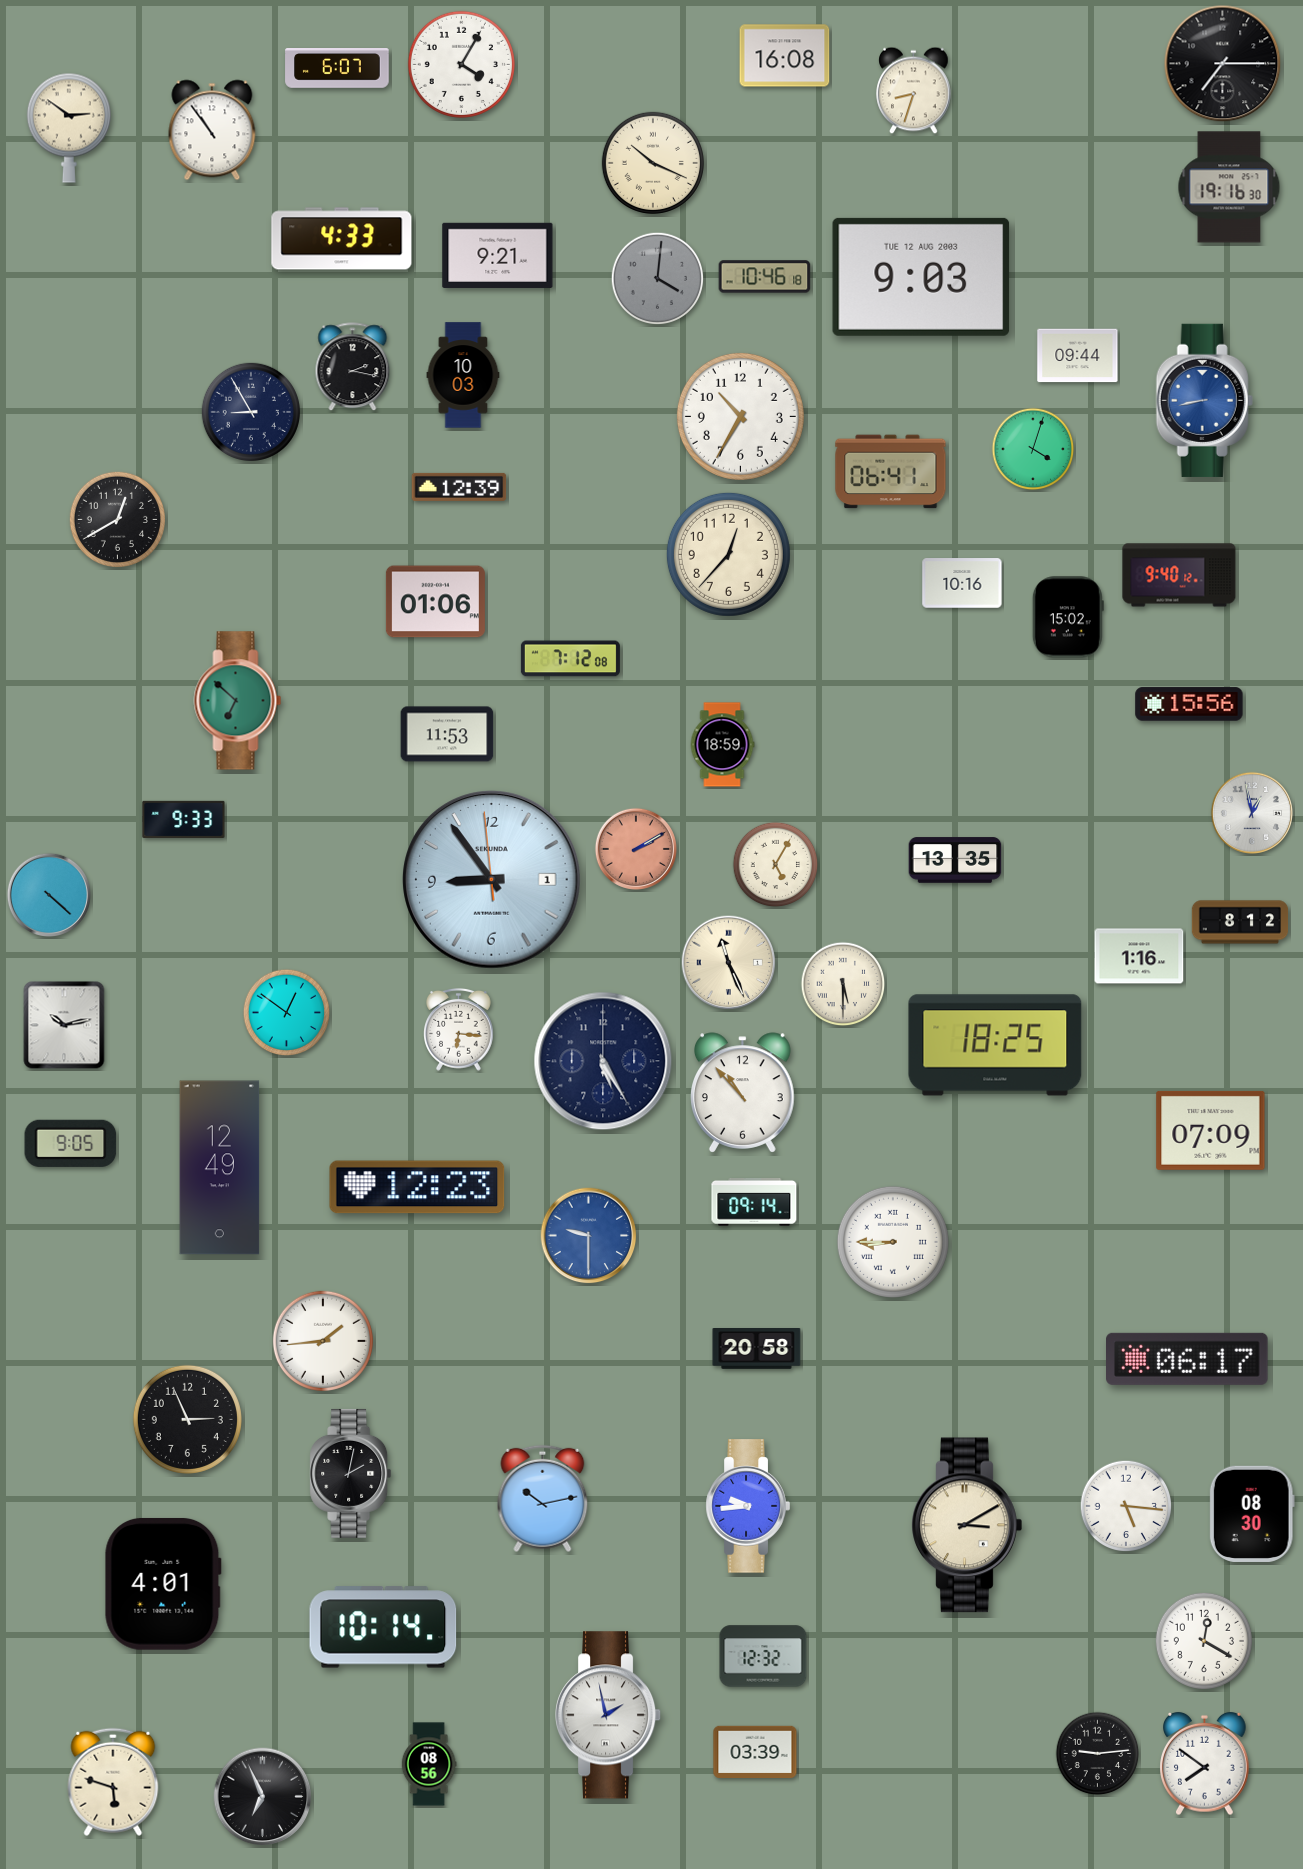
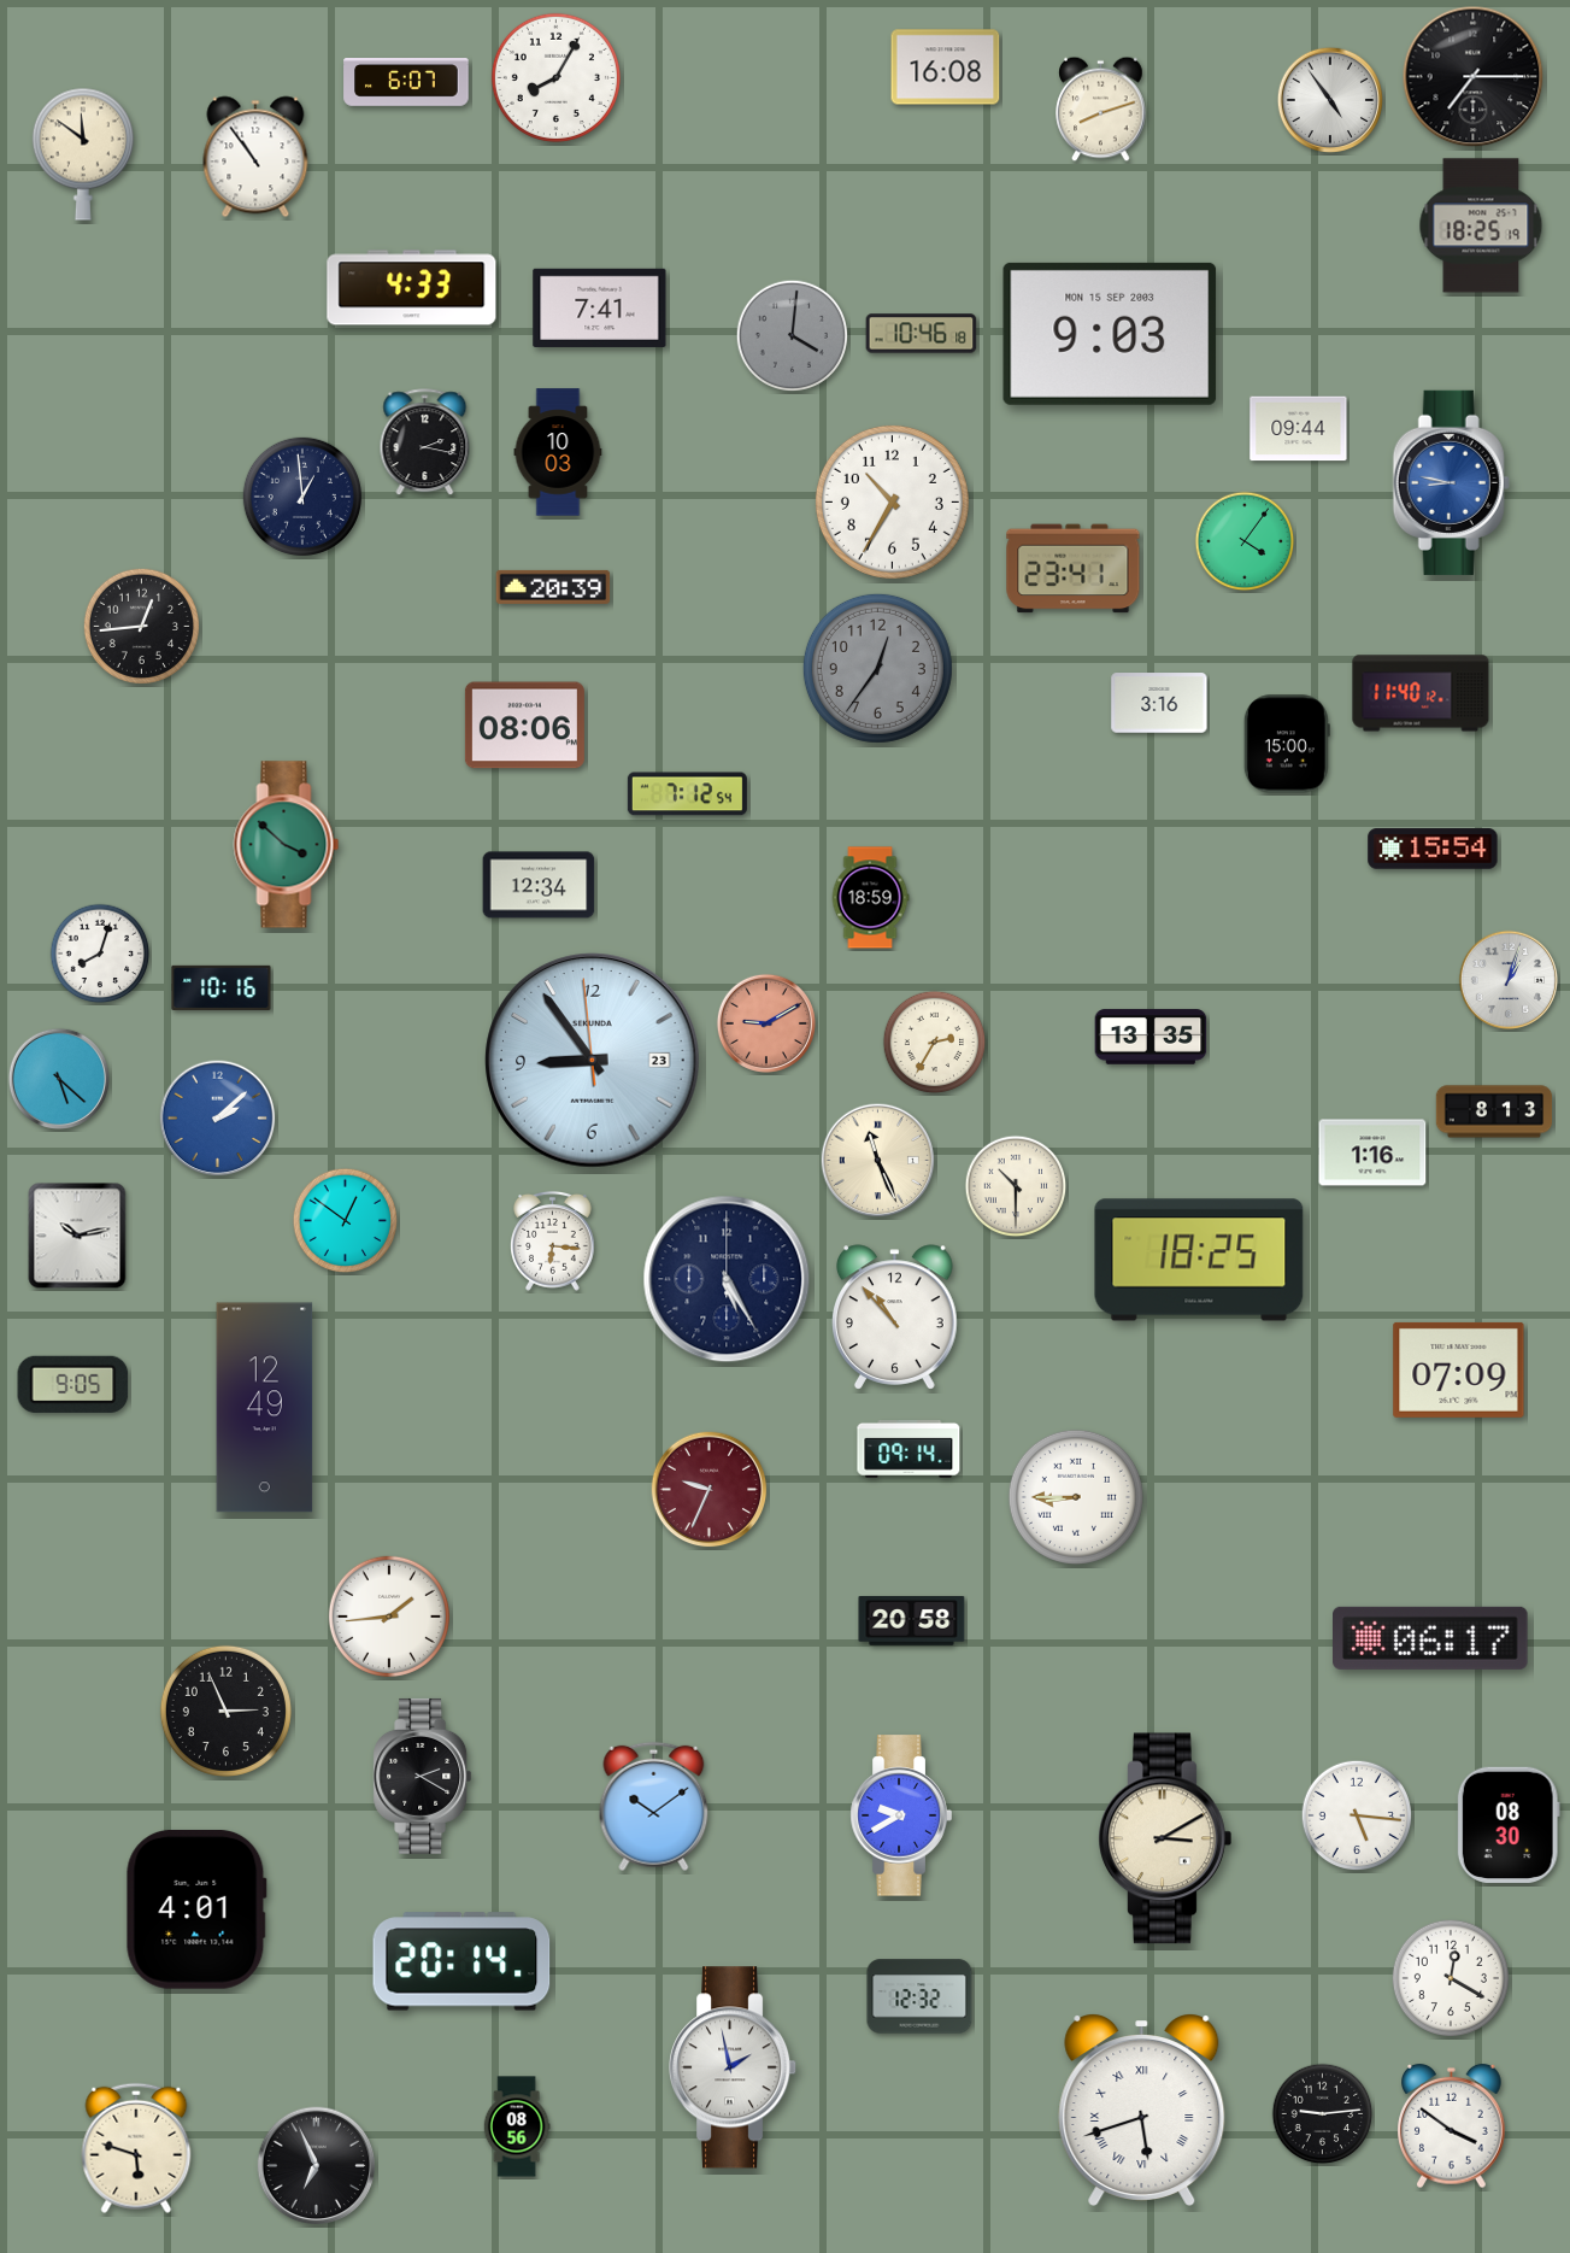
clock at (461, 64): 4:05 -> 8:05
clock at (1330, 100): none -> 4:54
clock at (914, 91): 8:33 -> 8:12
clock at (69, 128): 2:51 -> 11:51
clock at (653, 163): 10:19 -> none
clock at (1229, 187): 19:16 -> 18:25
clock at (498, 255): 9:21 -> 7:41
clock at (921, 277) date: TUE 12 AUG 2003 -> MON 15 SEP 2003
clock at (1204, 400): 8:43 -> 8:47
clock at (251, 412): 8:55 -> 12:59
clock at (1033, 449): 4:03 -> 4:06
clock at (891, 472): 06:41 -> 23:41
clock at (459, 487): 12:39 -> 20:39
clock at (117, 519): 12:40 -> 12:44
clock at (728, 554): 12:37 -> 12:36
clock at (728, 554) dial: cream -> grey
clock at (1179, 575): 9:40 -> 11:40
clock at (962, 583): 10:16 -> 3:16
clock at (435, 602): 01:06 -> 08:06
clock at (1068, 617): 15:02 -> 15:00
clock at (570, 659): 7:12:08 -> 7:12:54
clock at (238, 701): 6:52 -> 3:52
clock at (1189, 704): 15:56 -> 15:54
clock at (447, 734): 11:53 -> 12:34
clock at (100, 954): none -> 8:03
clock at (1252, 813): 12:58 -> 1:03
clock at (184, 819): 9:33 -> 10:16
clock at (636, 849): 2:10 -> 9:10
clock at (776, 865): 5:05 -> 2:35
clock at (492, 880) date: 1 -> 23
clock at (48, 894): 4:22 -> 5:22
clock at (1240, 922): 8:12 -> 8:13
clock at (218, 1119): none -> 2:08
clock at (843, 984): 5:30 -> 10:30
clock at (1211, 1130) position: (1211, 1130) -> (1459, 1369)
clock at (71, 1143) position: (71, 1143) -> (73, 1384)
clock at (417, 1187): 12:23 -> none
clock at (589, 1236): 9:30 -> 9:34
clock at (589, 1236) dial: blue -> burgundy
clock at (757, 1349) position: (757, 1349) -> (912, 1621)
clock at (351, 1473): 2:02 -> 2:20
clock at (543, 1499): 10:13 -> 10:09
clock at (748, 1506): 9:44 -> 9:40
clock at (383, 1627): 10:14 -> 20:14
clock at (1142, 2110): none -> 5:42
clock at (755, 1752): 03:39 -> none
clock at (1205, 1764): 7:51 -> 3:51
